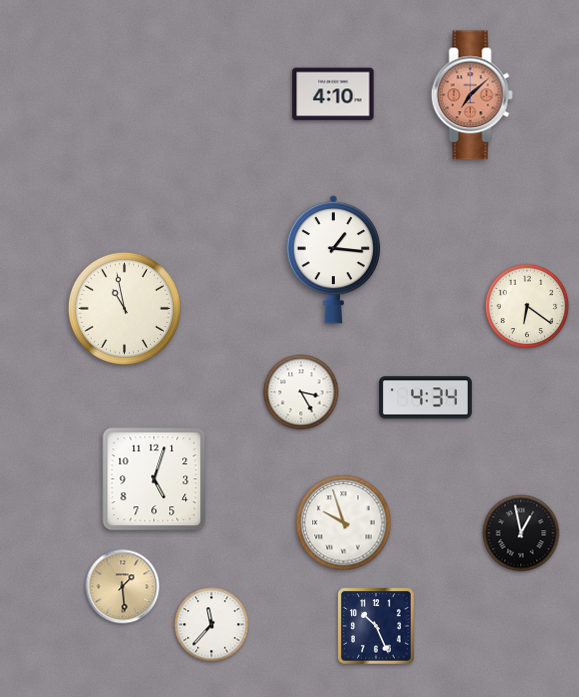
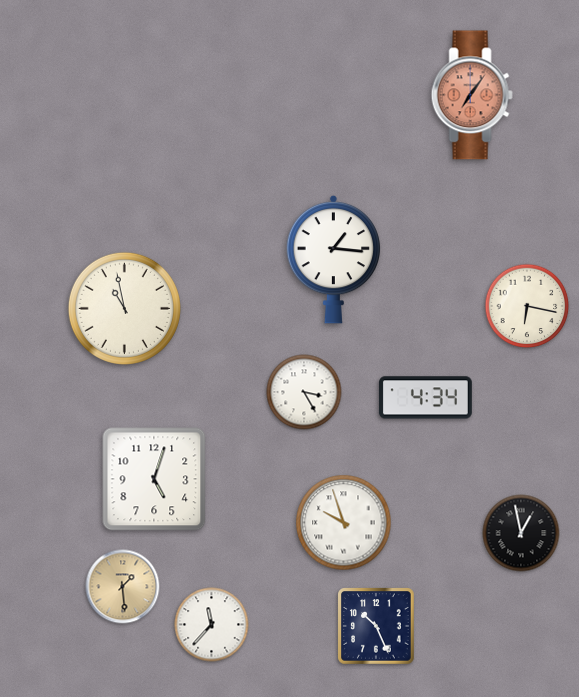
clock at (333, 94): 4:10 -> none
clock at (472, 95): 7:08 -> 7:06
clock at (527, 306): 6:21 -> 6:17
clock at (301, 392) position: (301, 392) -> (304, 392)
